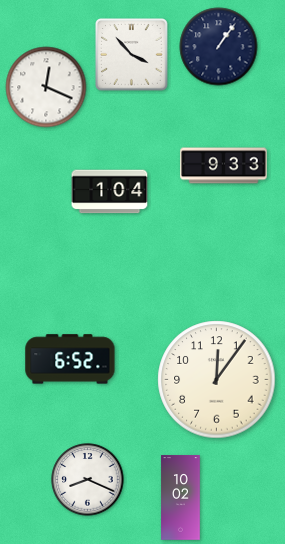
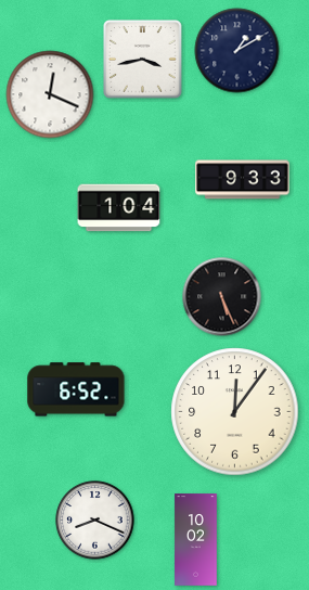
clock at (219, 47): 1:06 -> 1:10
clock at (132, 55): 3:53 -> 3:43
clock at (222, 297): none -> 5:26
